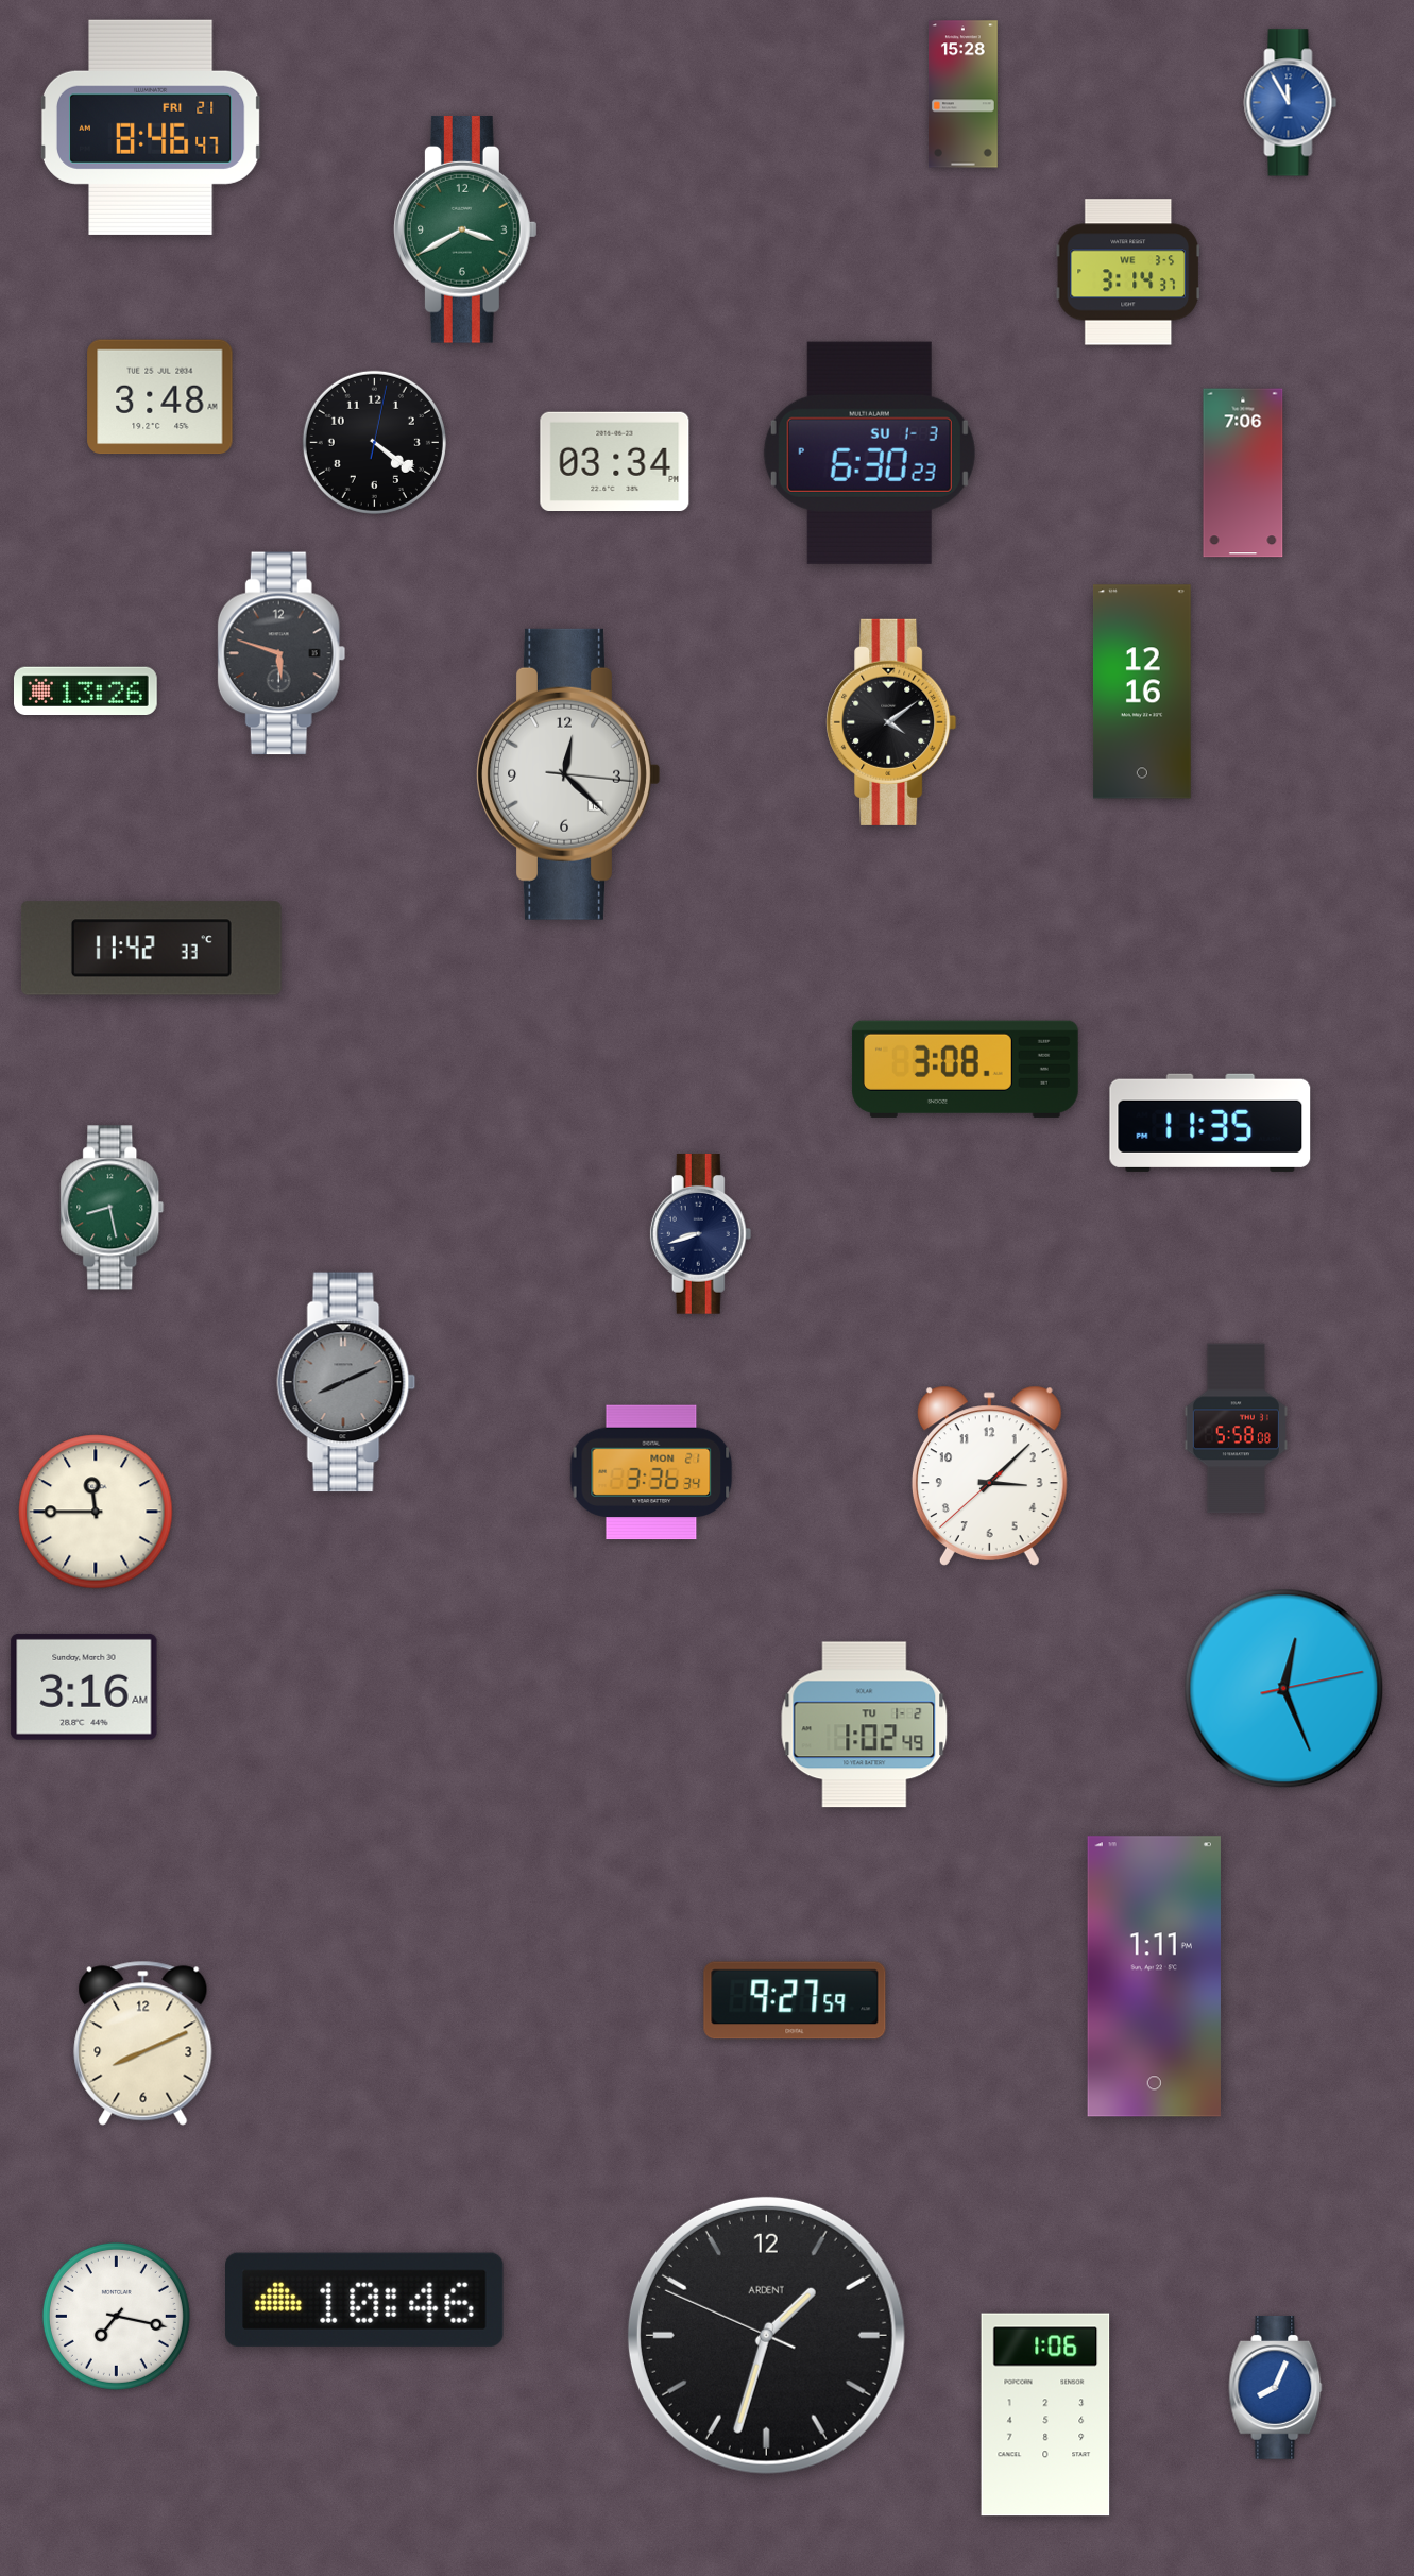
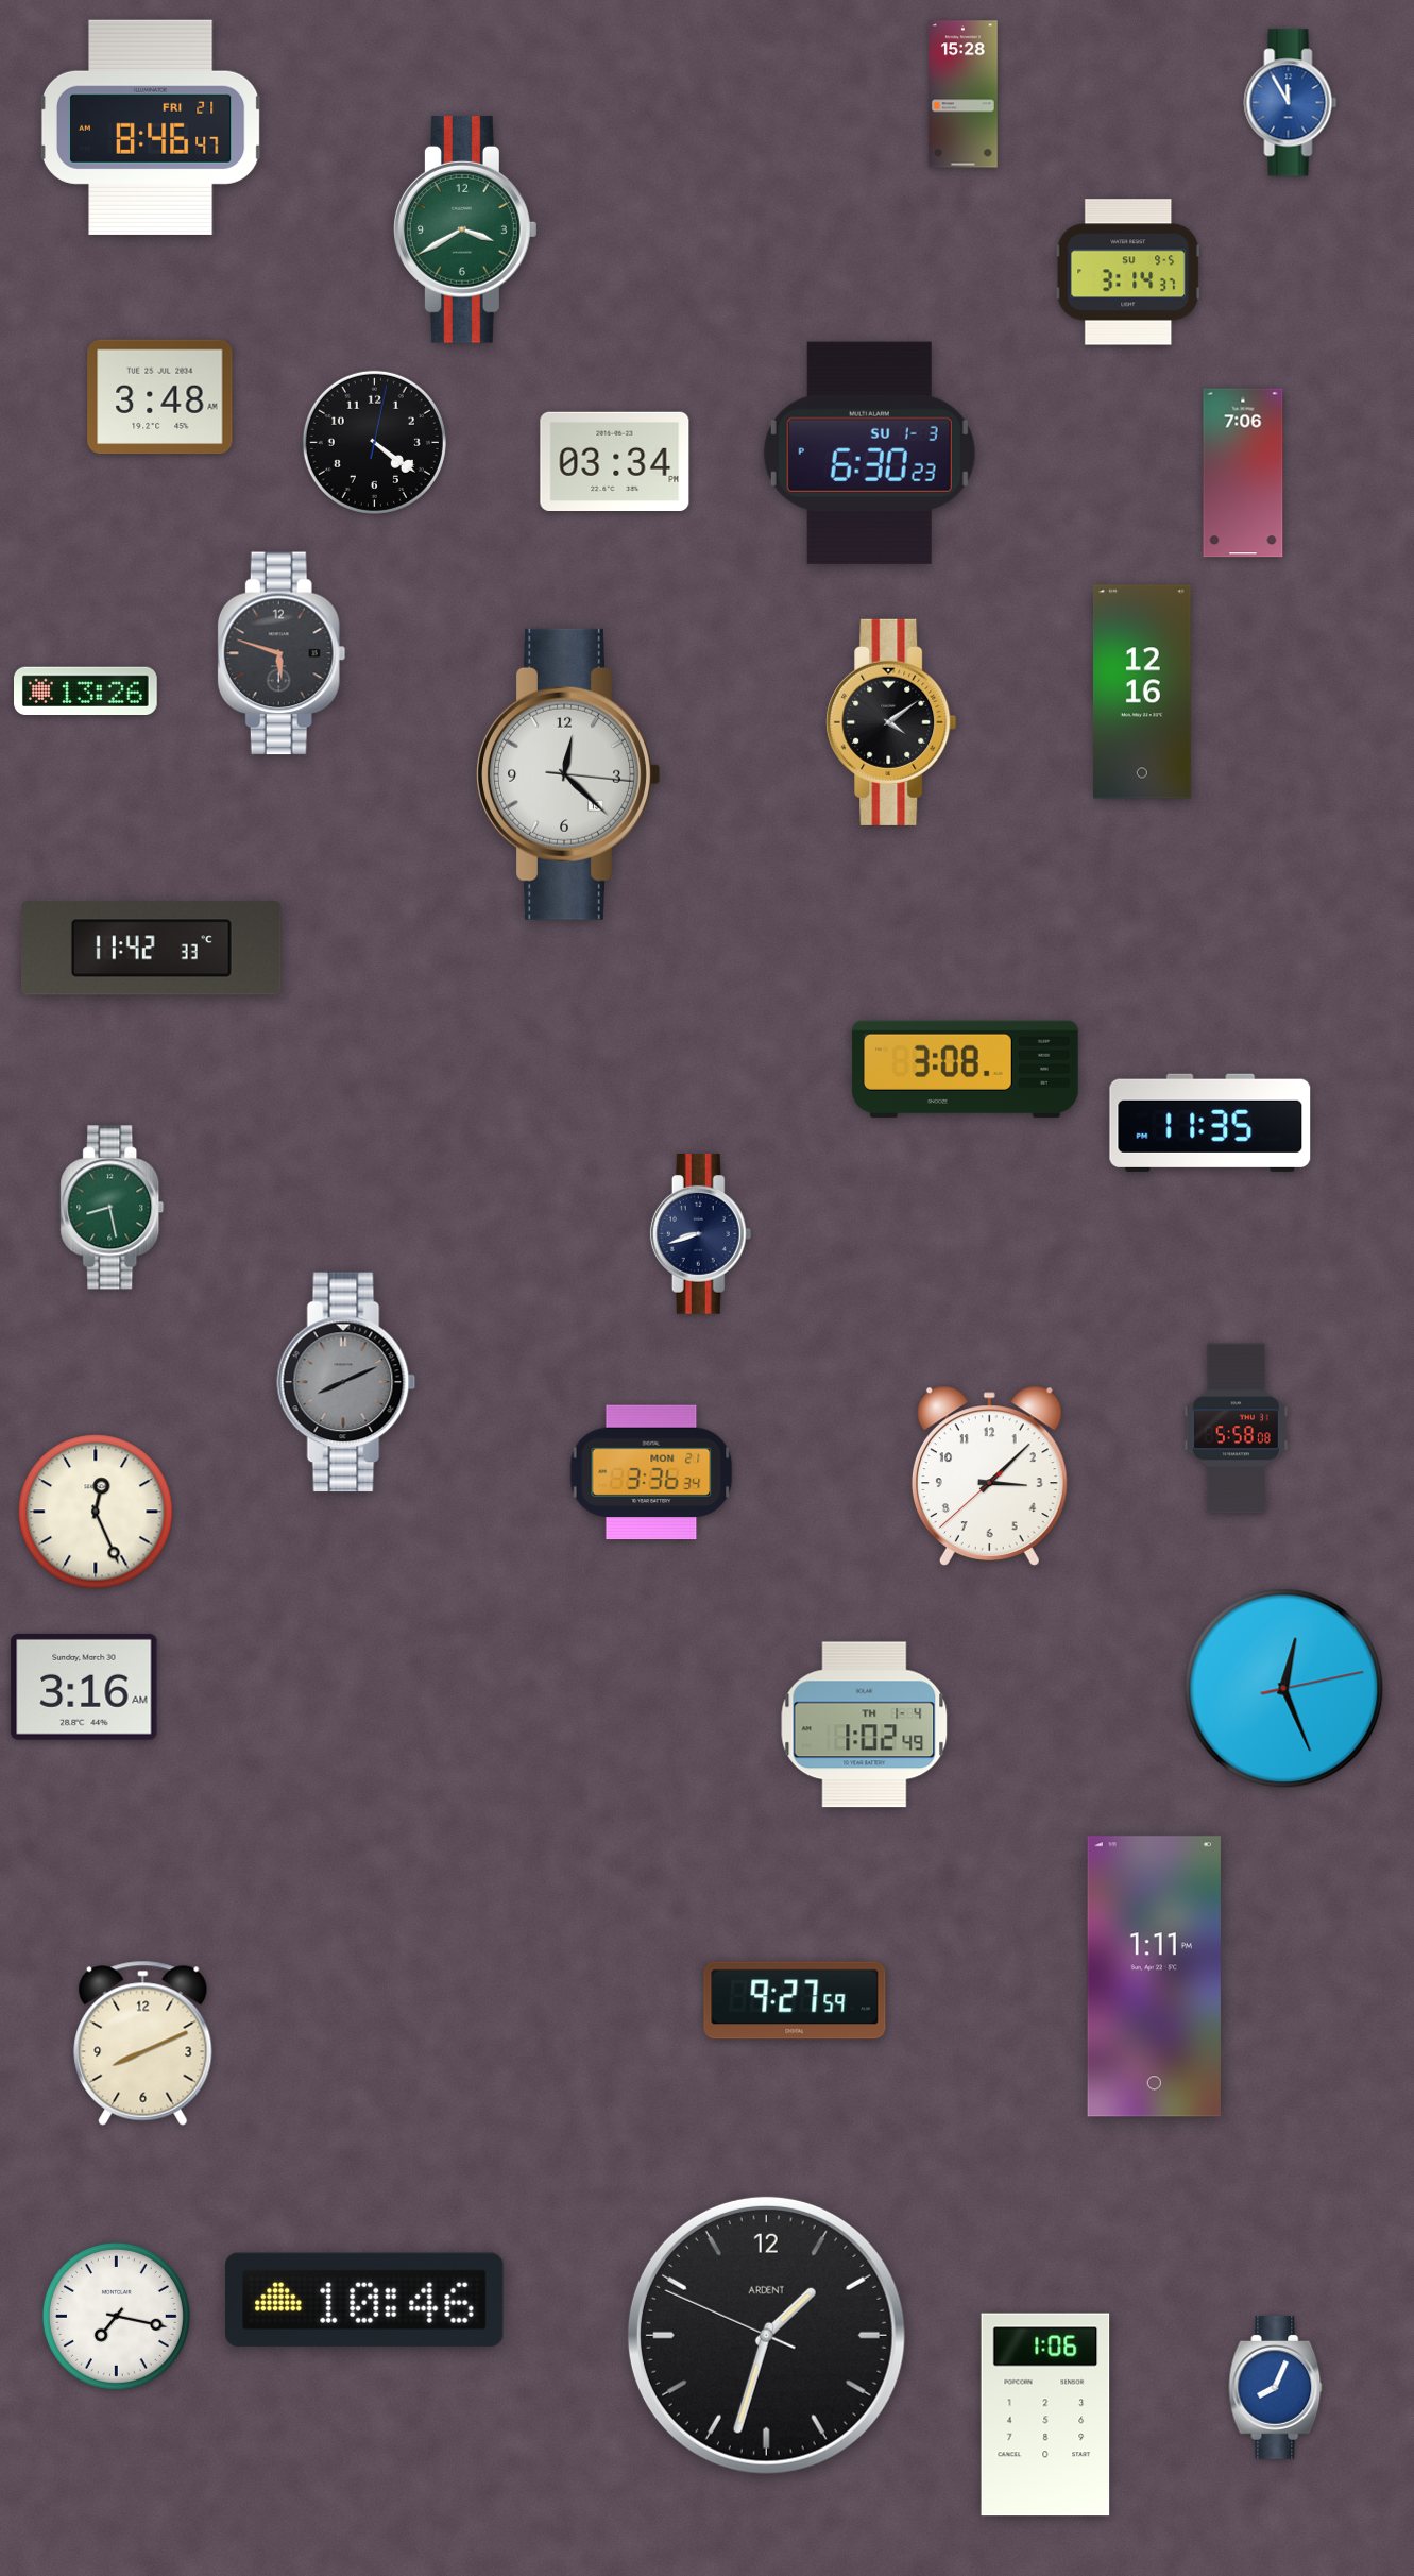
clock at (1127, 272) date: WE 3-5 -> SU 9-5
clock at (96, 1512): 11:45 -> 12:26
clock at (865, 1725) date: TU 1-2 -> TH 1-4
